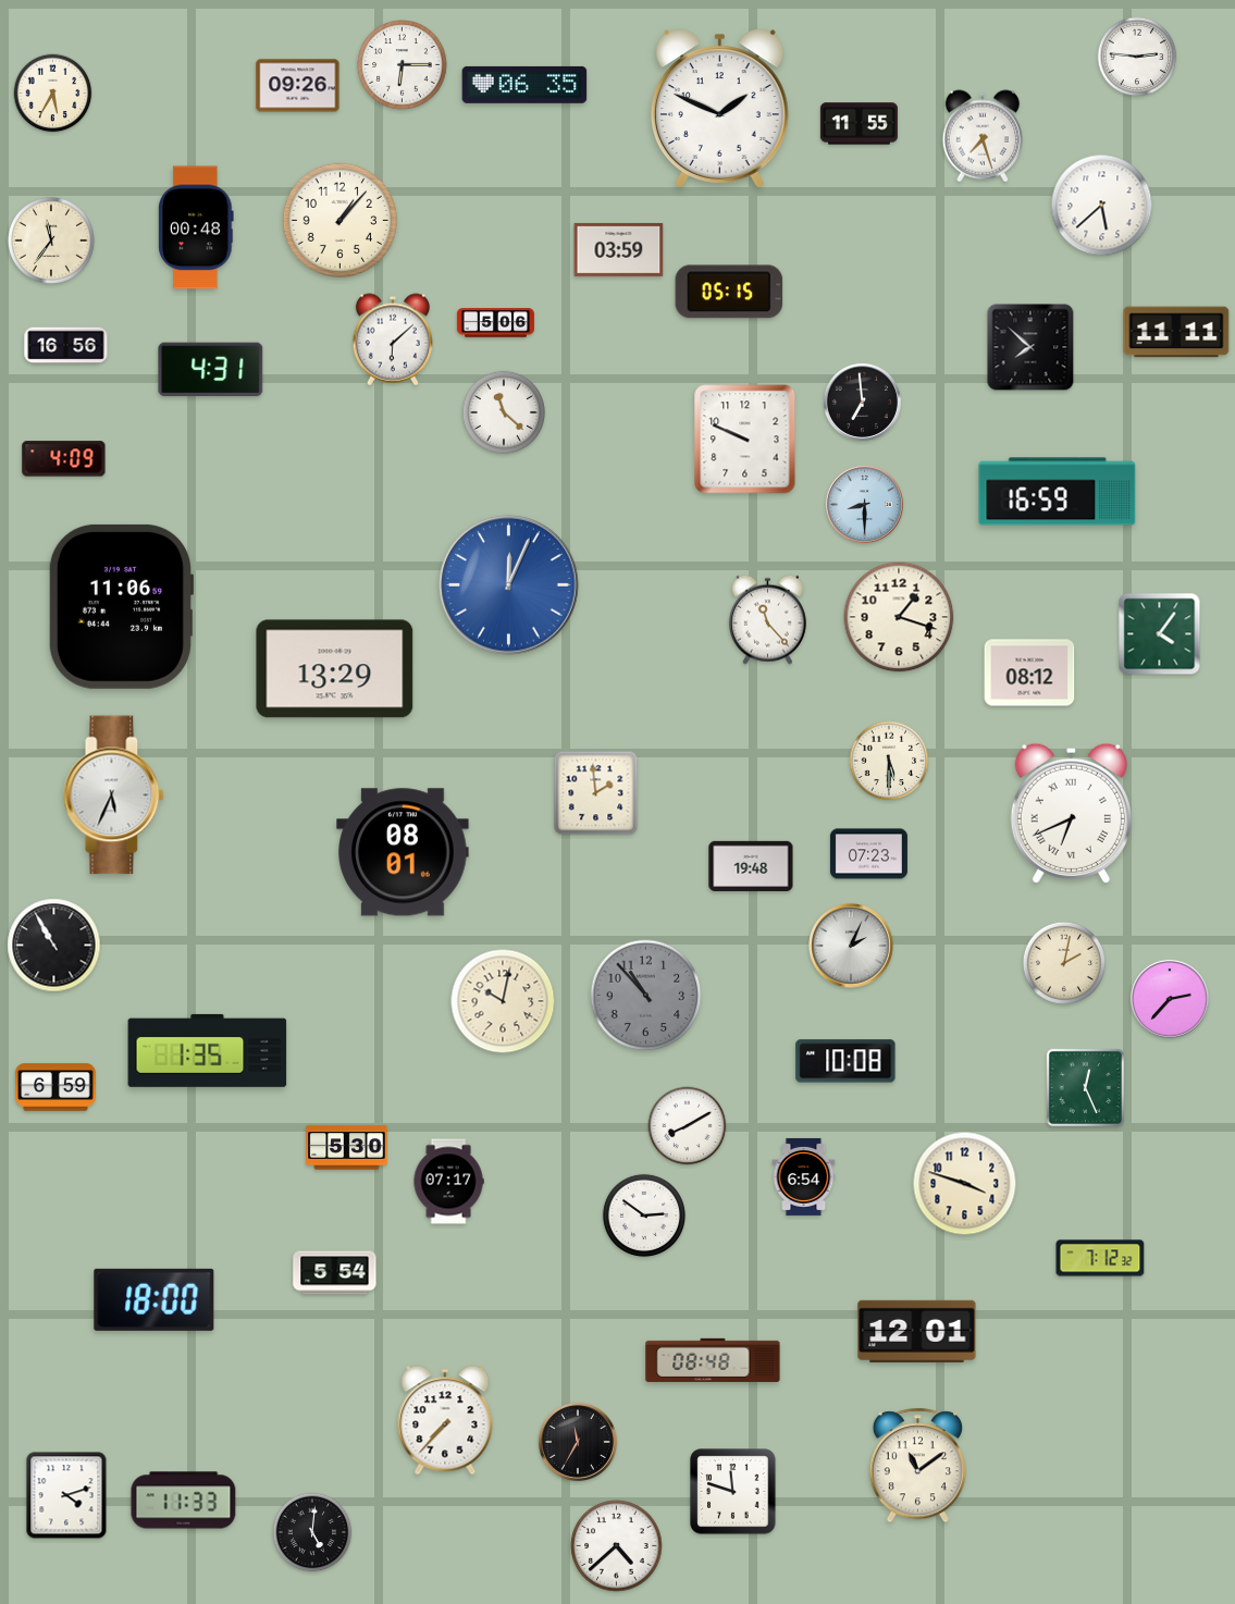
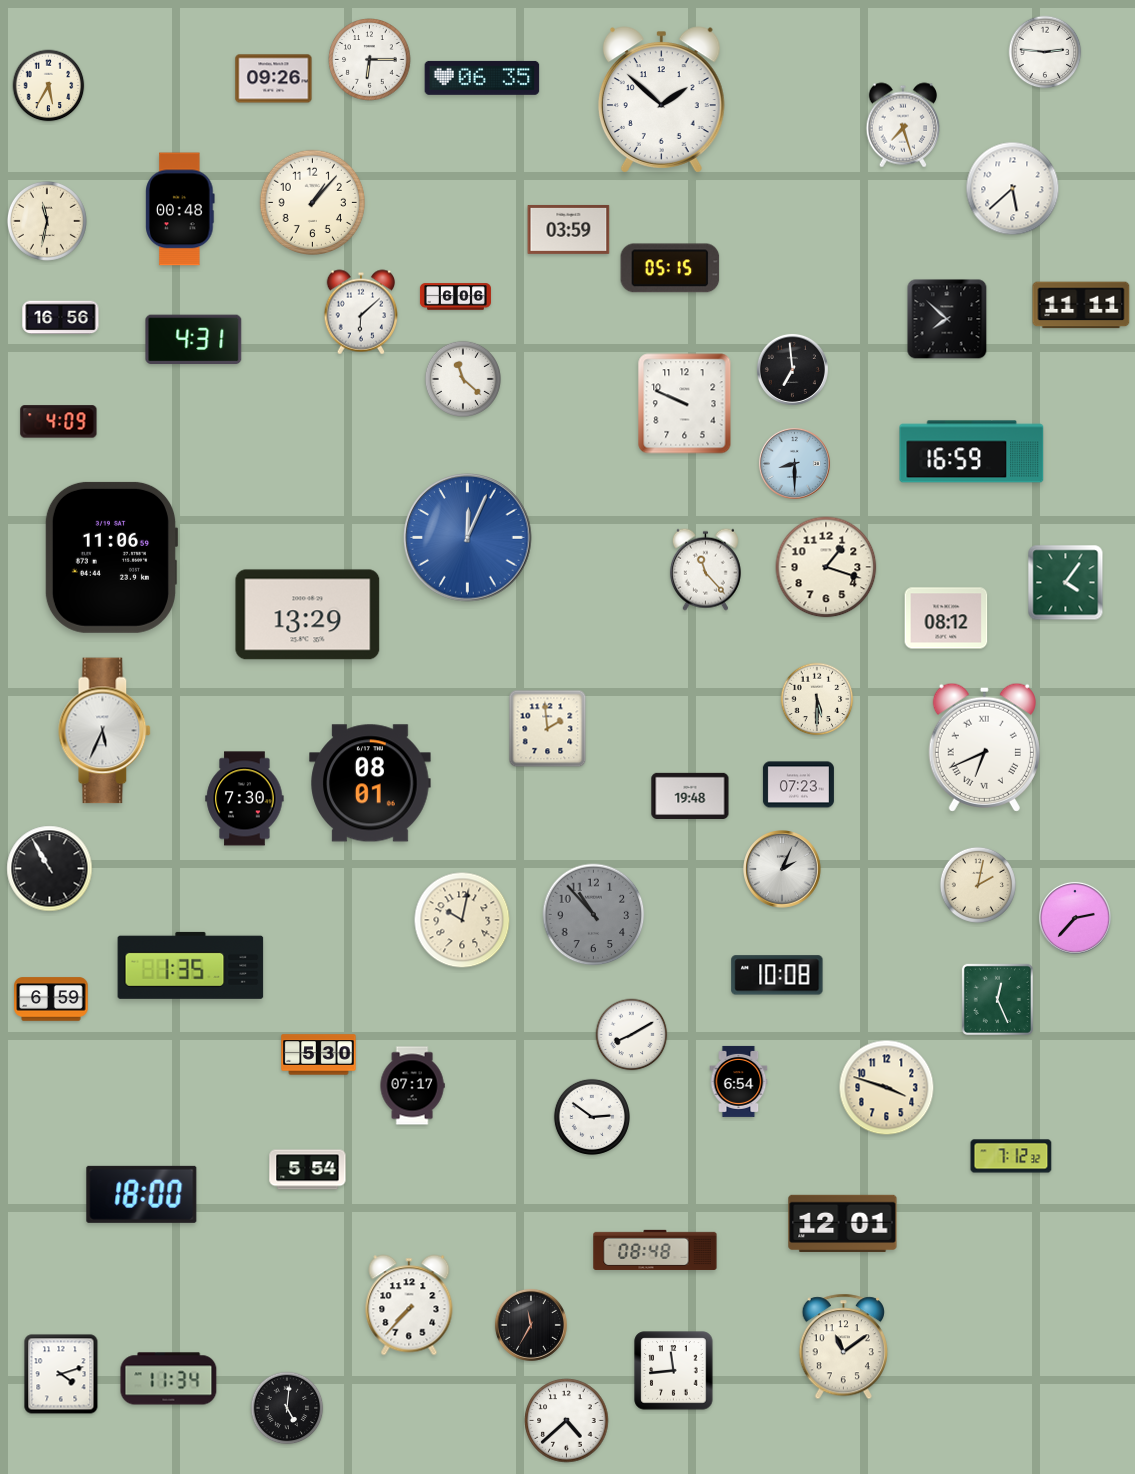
clock at (719, 109): 1:49 -> 1:52
clock at (859, 124): 11:55 -> none
clock at (51, 240): 11:36 -> 11:32
clock at (495, 323): 5:06 -> 6:06
clock at (245, 799): none -> 7:30
clock at (733, 1492): 11:48 -> 11:44
clock at (184, 1501): 11:33 -> 11:34
